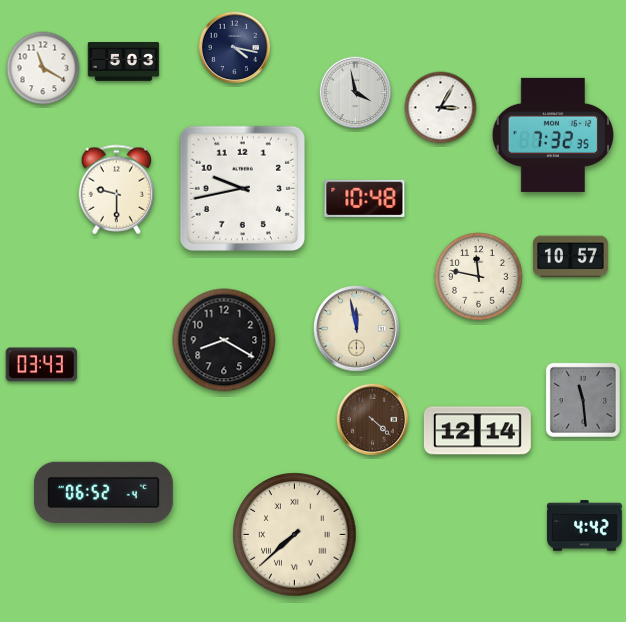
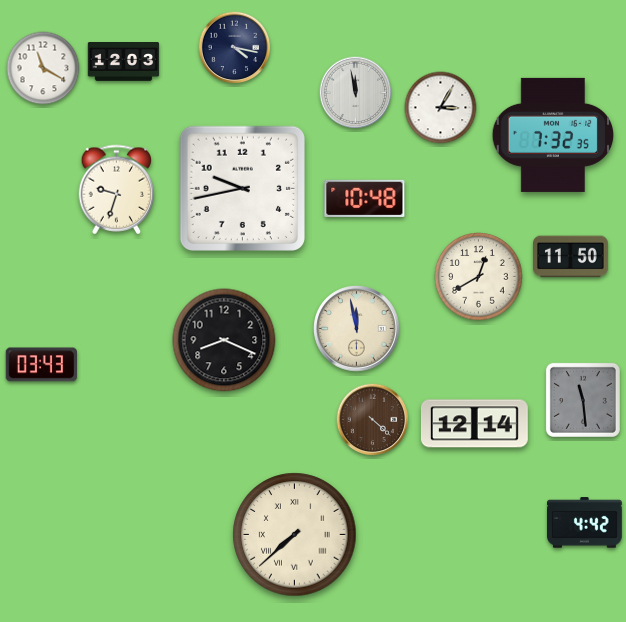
clock at (124, 62): 5:03 -> 12:03
clock at (356, 93): 3:58 -> 11:58
clock at (117, 190): 9:30 -> 9:33
clock at (571, 257): 10:57 -> 11:50
clock at (479, 277): 11:47 -> 12:40
clock at (224, 340): 8:20 -> 8:19
clock at (477, 431) position: (477, 431) -> (474, 424)
clock at (103, 492): 06:52 -> none
clock at (585, 526) position: (585, 526) -> (585, 523)
